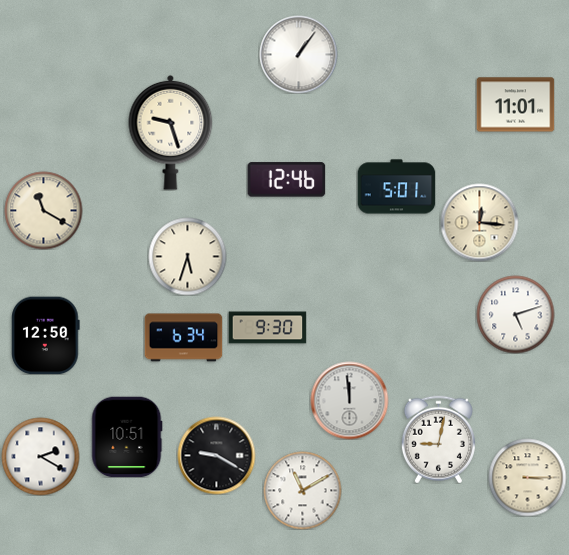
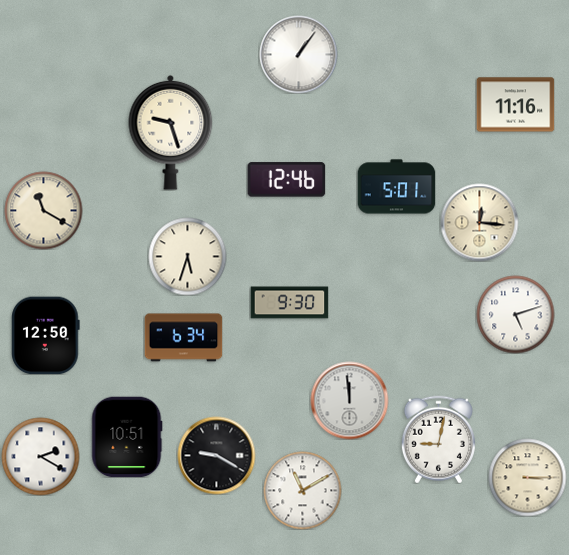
clock at (515, 105): 11:01 -> 11:16
clock at (267, 328) position: (267, 328) -> (289, 303)
